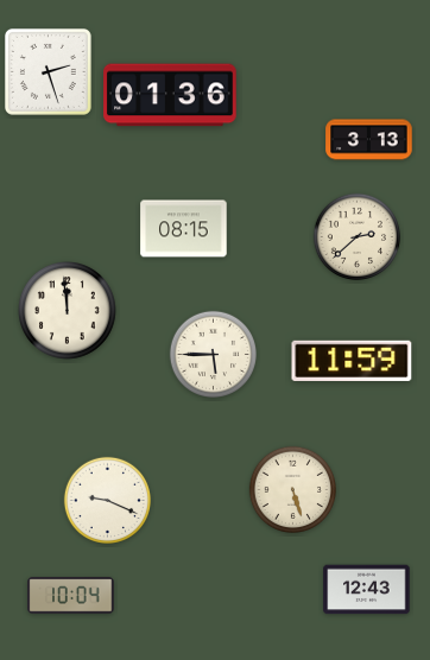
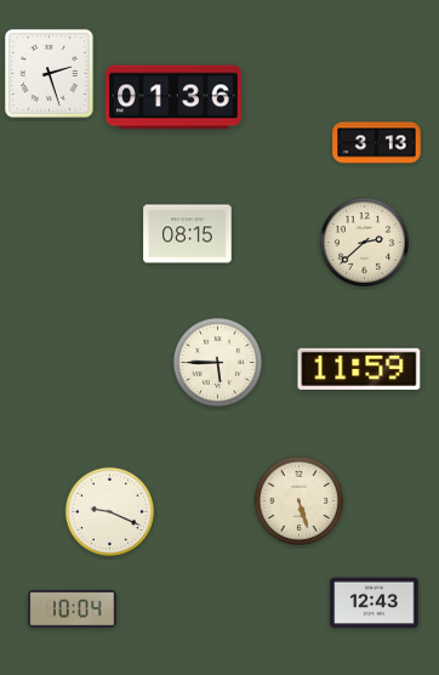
clock at (68, 311): 11:59 -> none
